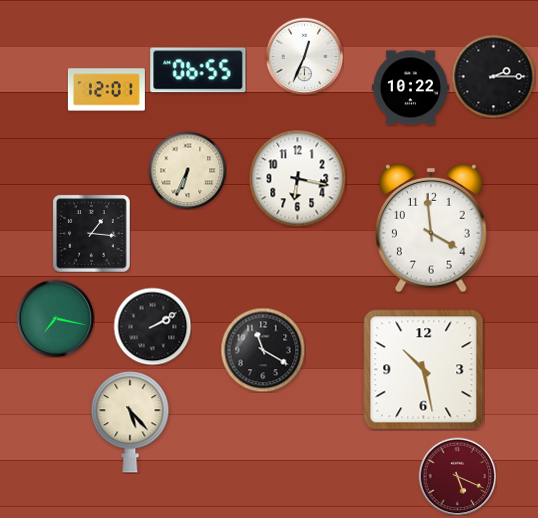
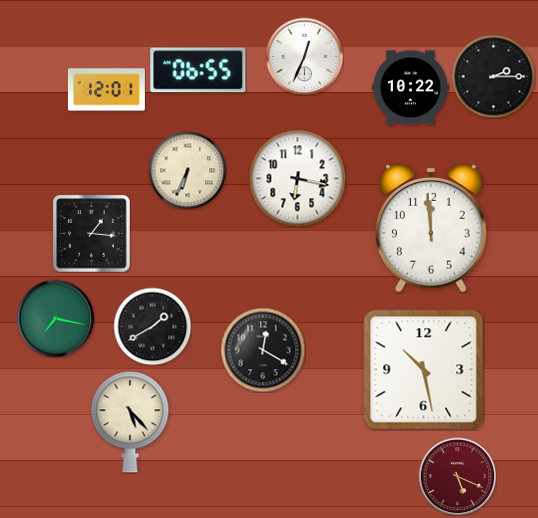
clock at (432, 228): 3:59 -> 11:59
clock at (152, 326): 2:10 -> 1:40
clock at (263, 350): 11:20 -> 12:20
